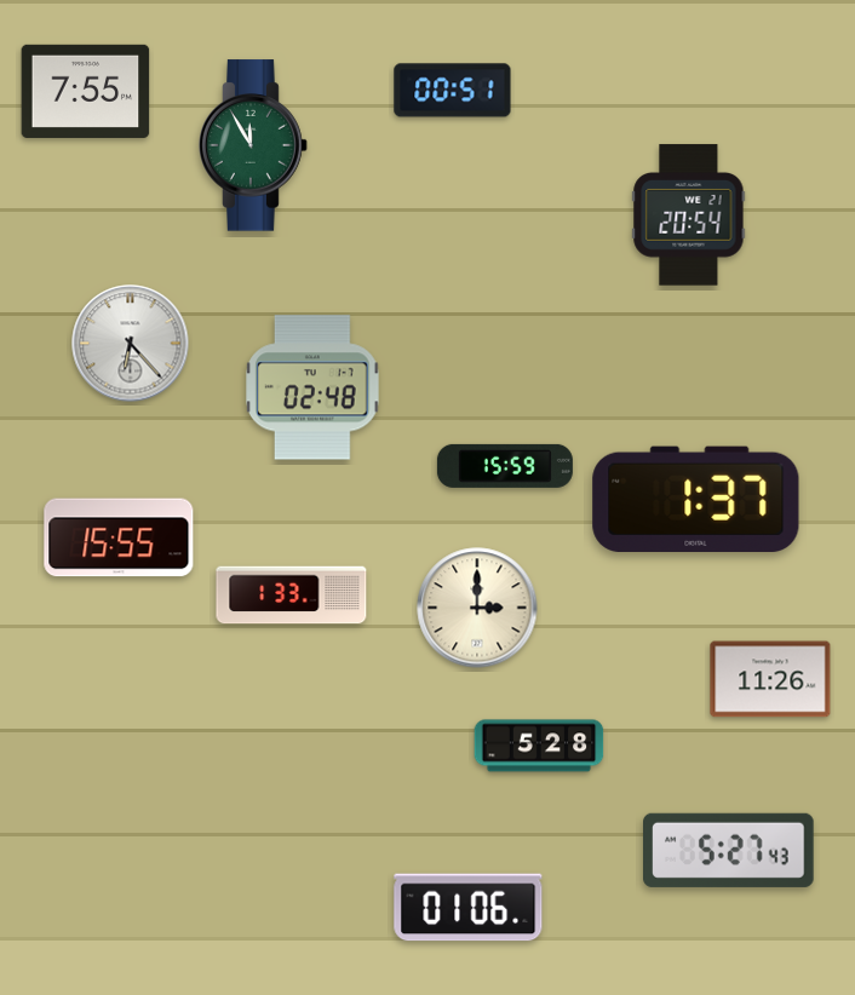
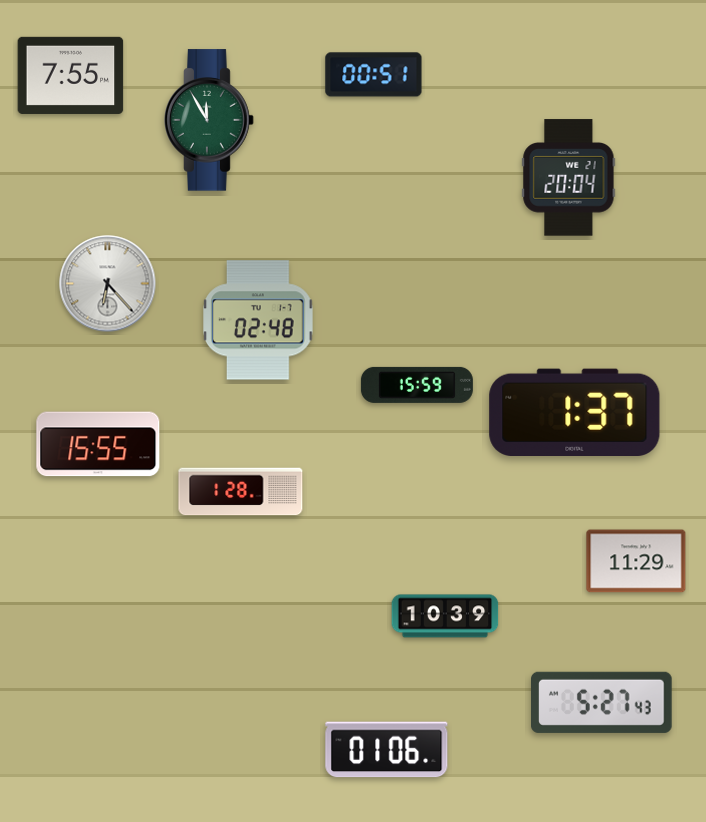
clock at (689, 215): 20:54 -> 20:04
clock at (292, 596): 1:33 -> 1:28
clock at (477, 608): 3:00 -> none
clock at (770, 679): 11:26 -> 11:29
clock at (539, 746): 5:28 -> 10:39
